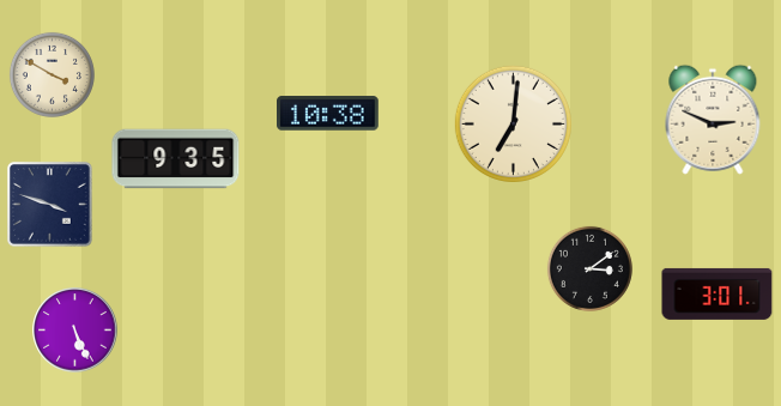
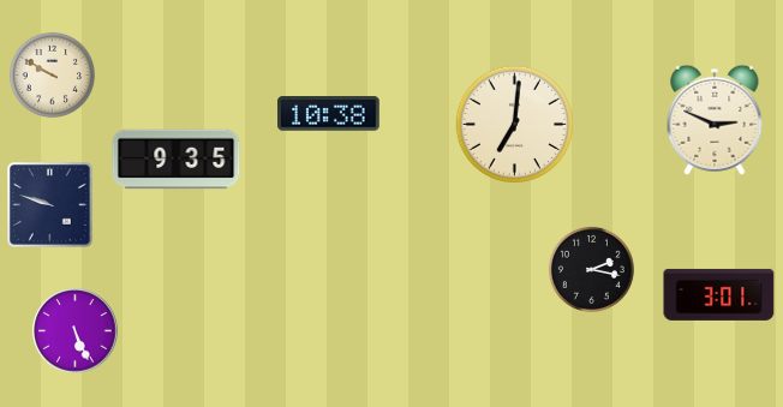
clock at (52, 74): 3:50 -> 9:50
clock at (50, 205): 3:48 -> 9:48
clock at (589, 268): 3:09 -> 2:17
